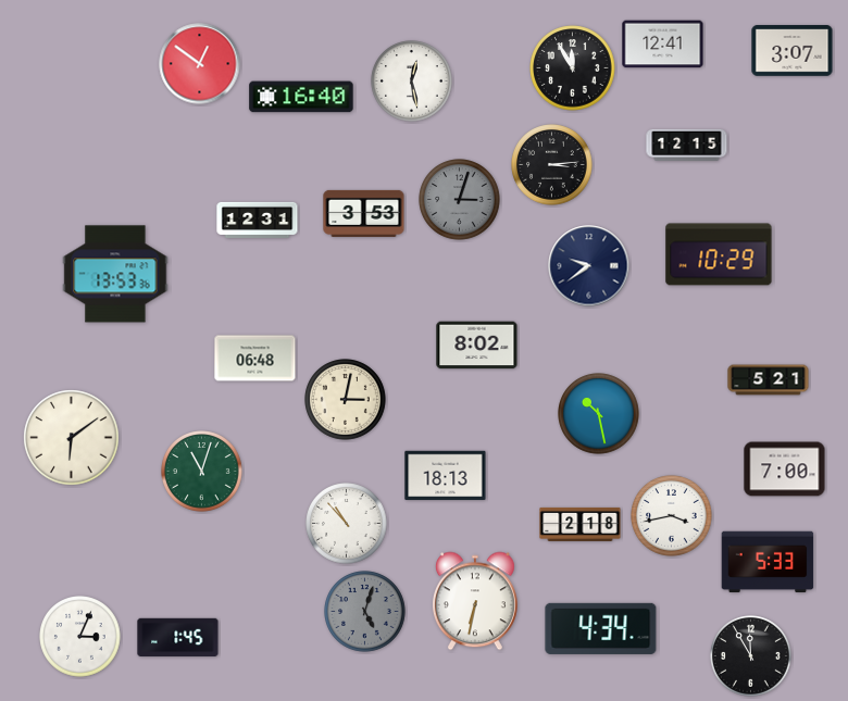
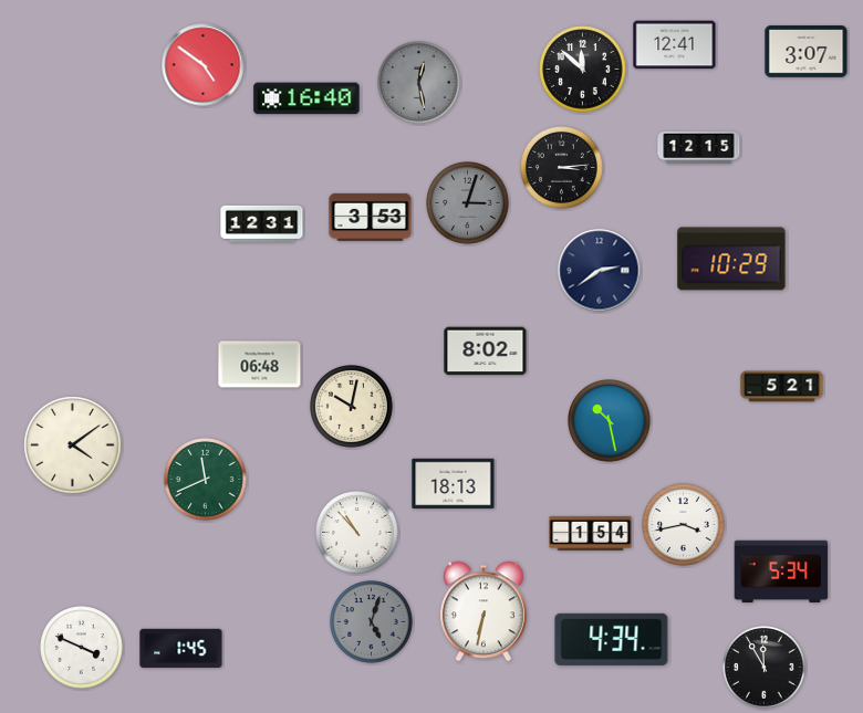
clock at (200, 64): 12:51 -> 4:51
clock at (573, 68): 11:55 -> 11:52
clock at (412, 82) dial: white -> grey
clock at (589, 266): 9:39 -> 2:39
clock at (115, 274): 13:53 -> none
clock at (346, 400): 3:02 -> 10:02
clock at (72, 438): 6:09 -> 4:09
clock at (785, 470): 7:00 -> none
clock at (202, 472): 11:03 -> 11:41
clock at (347, 524) position: (347, 524) -> (357, 533)
clock at (581, 524): 2:18 -> 1:54
clock at (768, 562): 5:33 -> 5:34
clock at (80, 637): 3:04 -> 3:49
